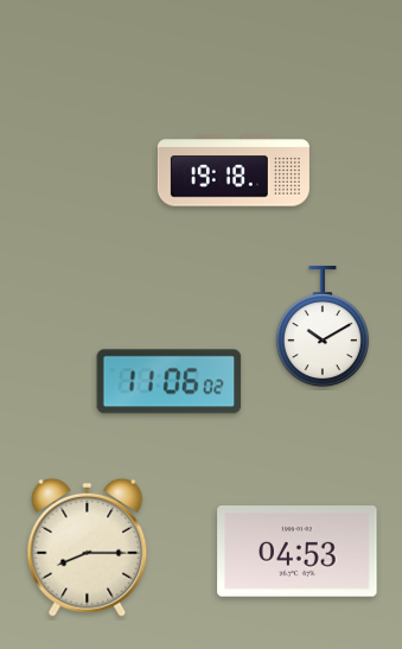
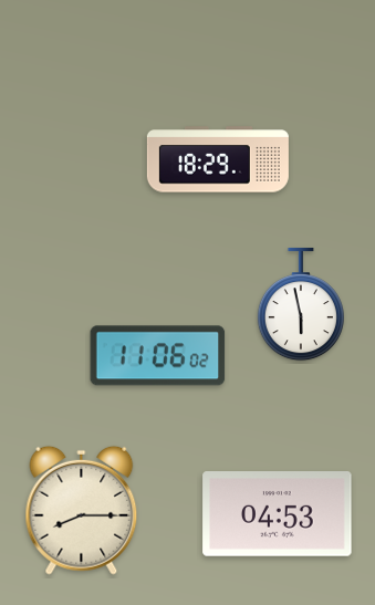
clock at (234, 171): 19:18 -> 18:29
clock at (323, 326): 10:10 -> 5:58
